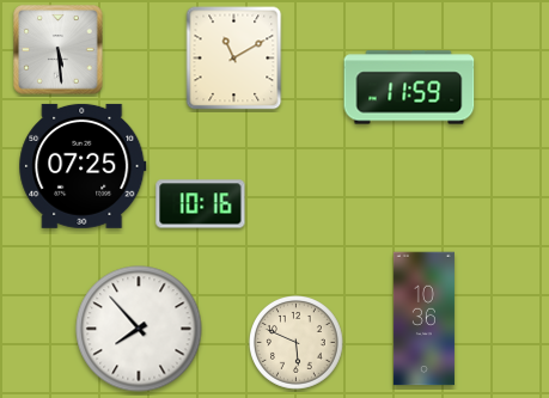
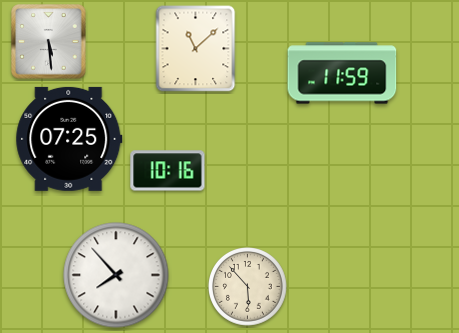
clock at (234, 59): 11:10 -> 11:08
clock at (423, 319): 10:36 -> none
clock at (297, 343): 5:49 -> 5:53
